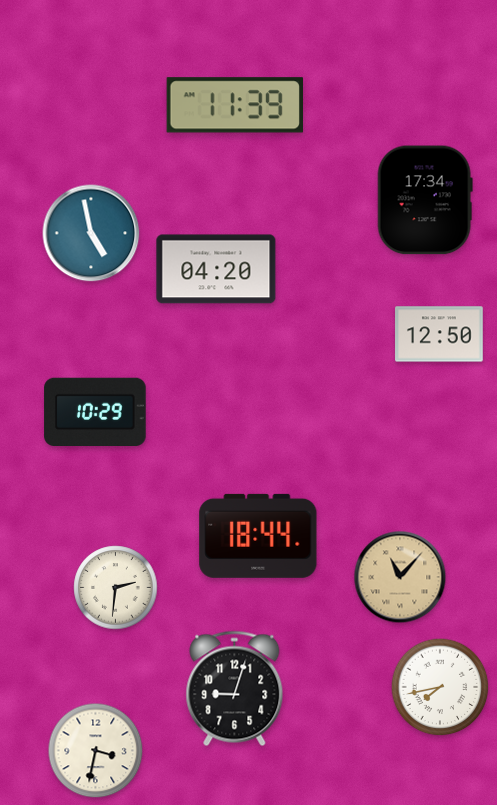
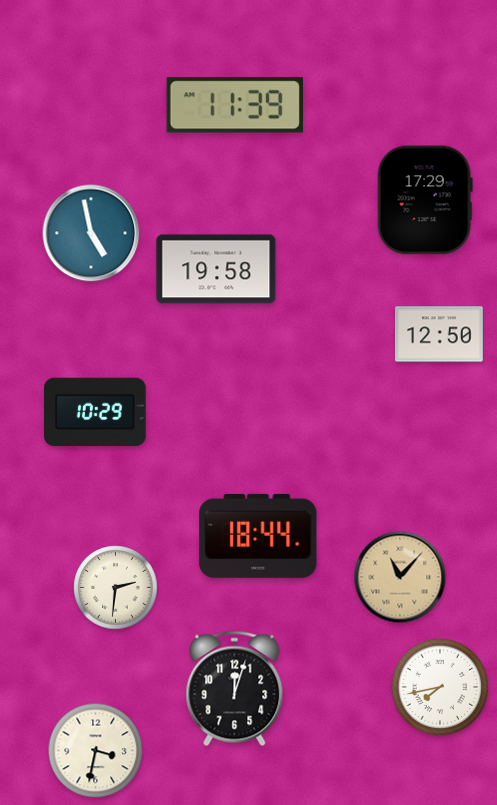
clock at (425, 200): 17:34 -> 17:29
clock at (216, 269): 04:20 -> 19:58
clock at (235, 689): 9:03 -> 12:03
